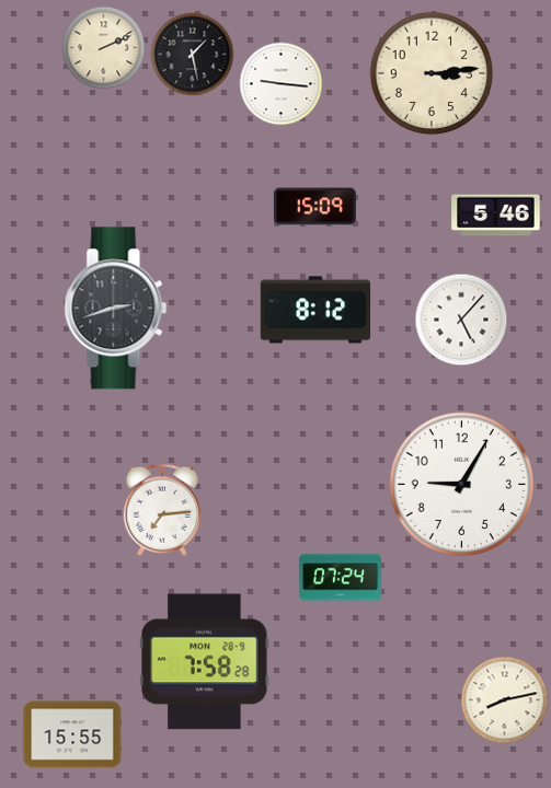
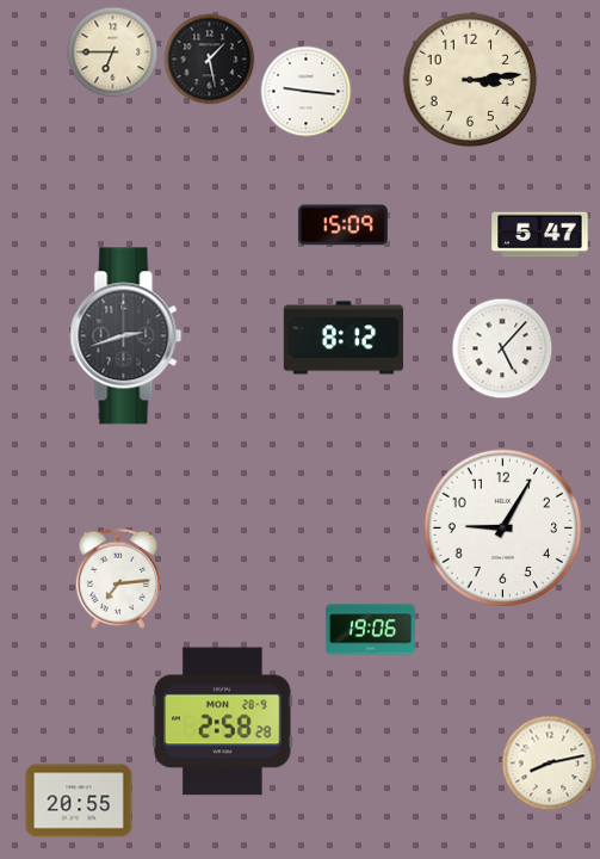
clock at (104, 48): 2:11 -> 6:45
clock at (496, 216): 5:46 -> 5:47
clock at (162, 510) position: (162, 510) -> (118, 579)
clock at (340, 578): 07:24 -> 19:06
clock at (205, 662): 7:58 -> 2:58
clock at (72, 734): 15:55 -> 20:55
